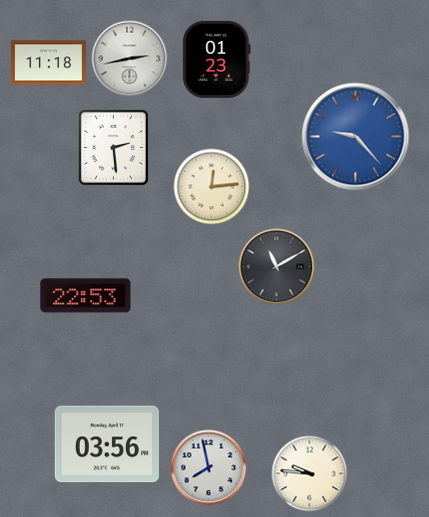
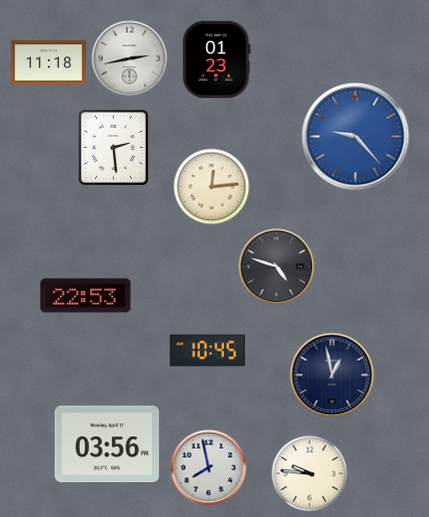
clock at (277, 267): 11:10 -> 4:48
clock at (207, 351): none -> 10:45
clock at (332, 375): none -> 12:58
